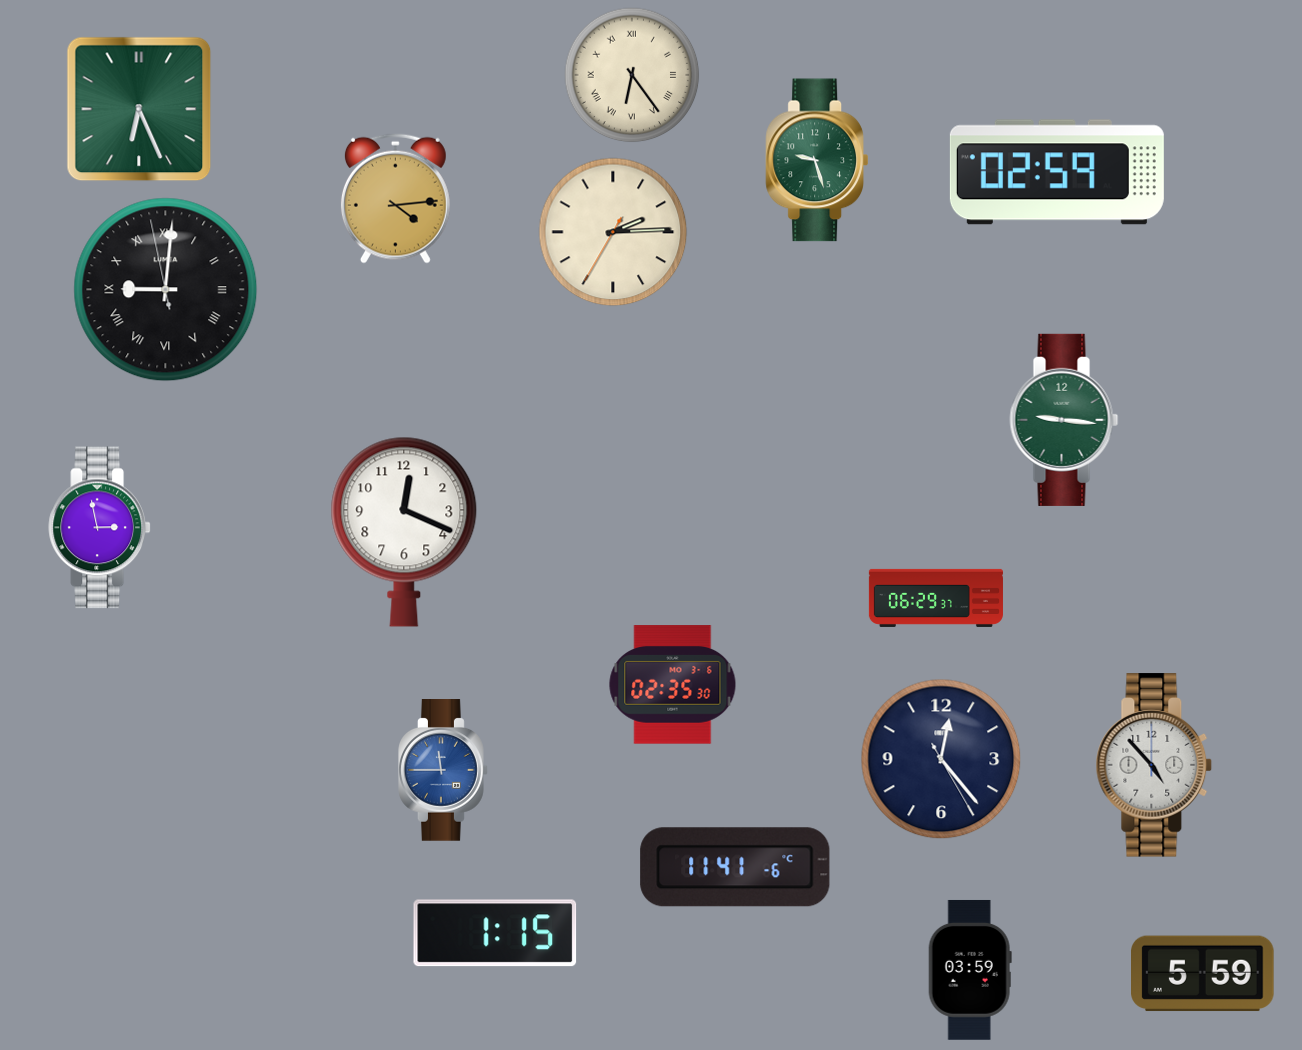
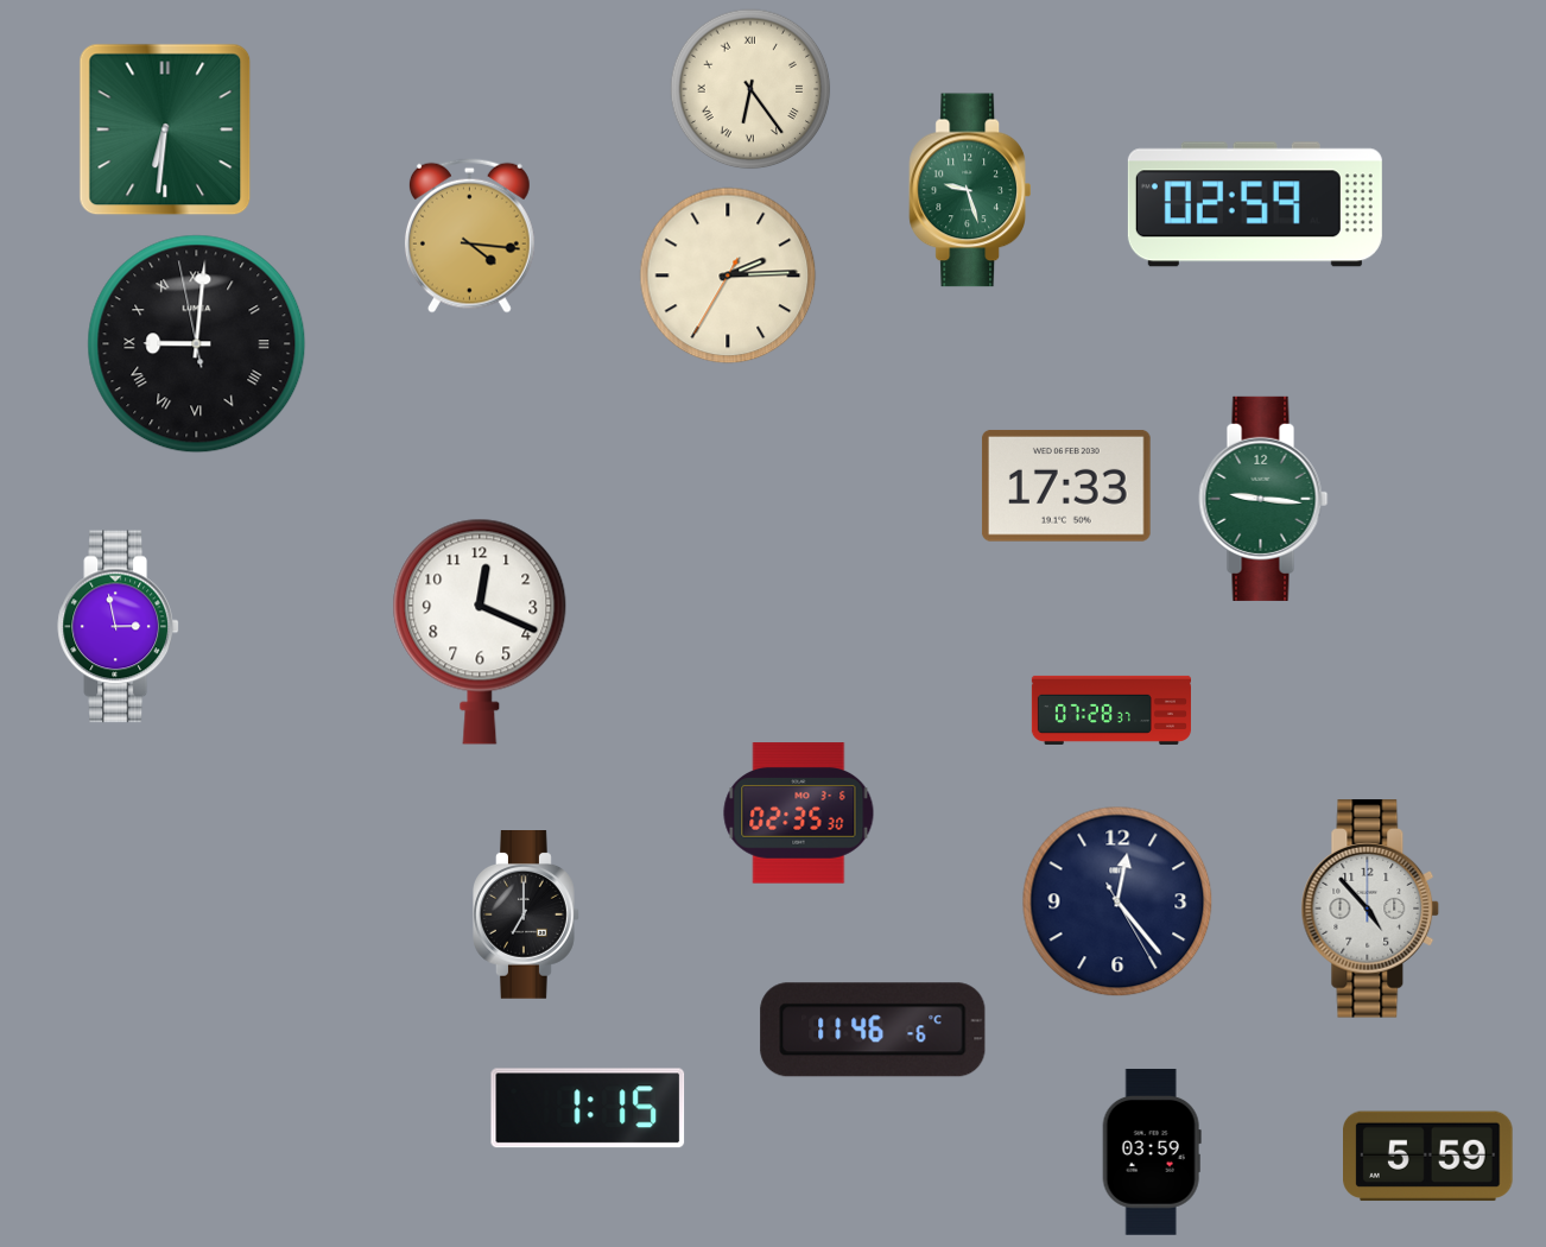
clock at (139, 109): 6:26 -> 6:31
clock at (395, 198): 4:14 -> 4:16
clock at (1066, 486): none -> 17:33
clock at (936, 598): 06:29 -> 07:28
clock at (443, 771): 11:45 -> 7:00
clock at (443, 771) dial: blue -> black
clock at (735, 867): 11:41 -> 11:46
